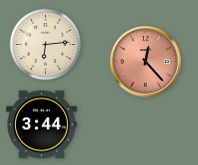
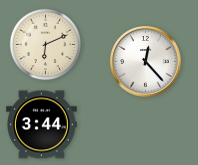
clock at (46, 45): 6:14 -> 6:11
clock at (146, 62) dial: salmon -> white
